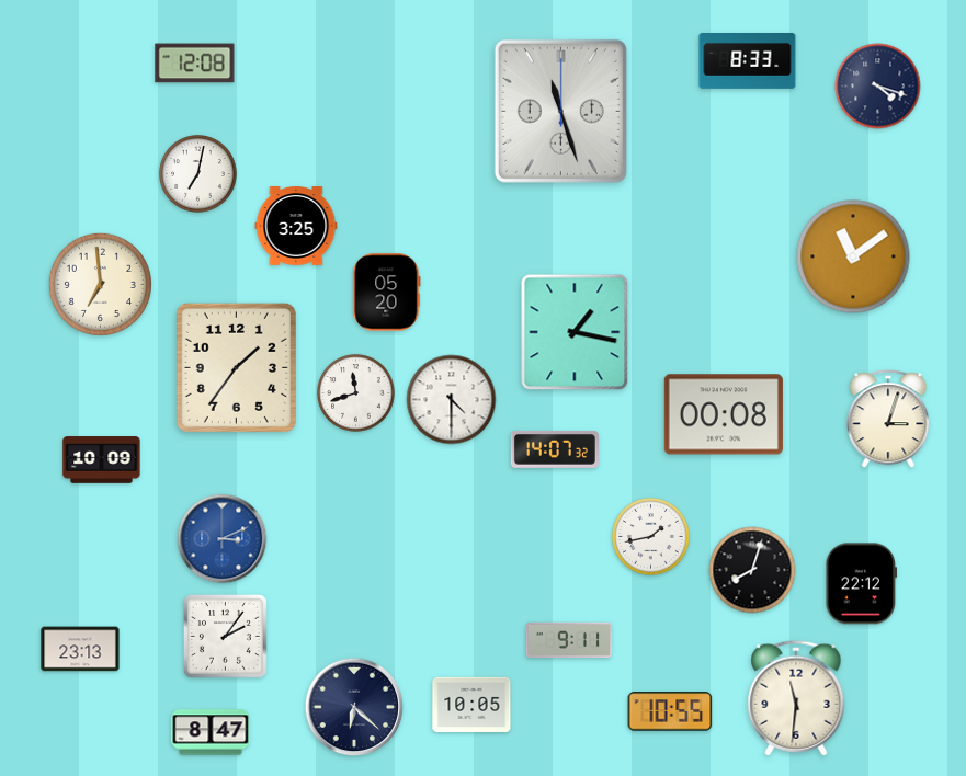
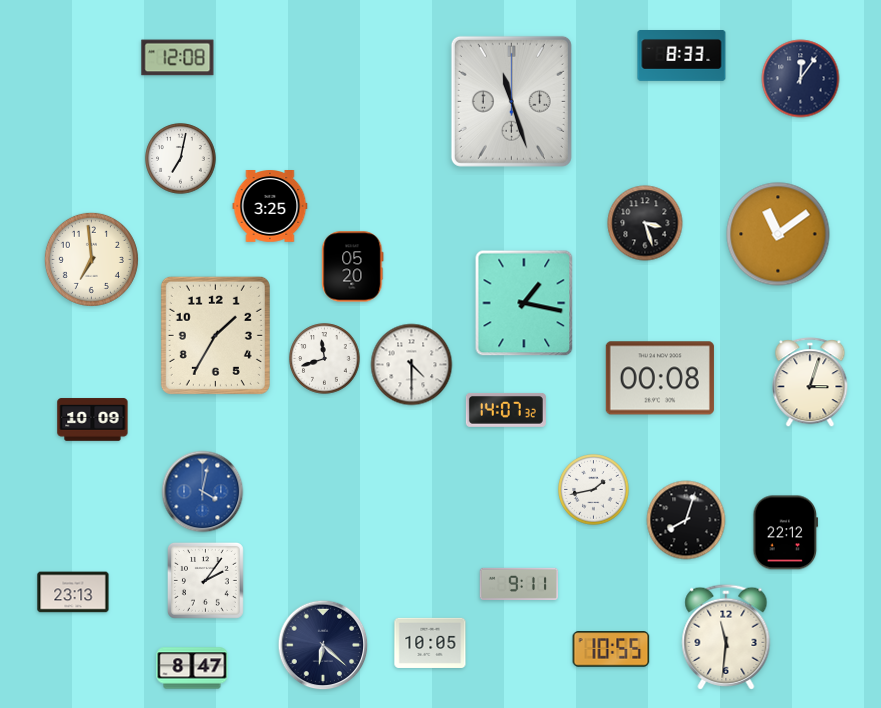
clock at (878, 87): 4:18 -> 12:06
clock at (645, 223): none -> 3:27
clock at (236, 367): 1:36 -> 1:35
clock at (223, 539): 3:11 -> 4:02
